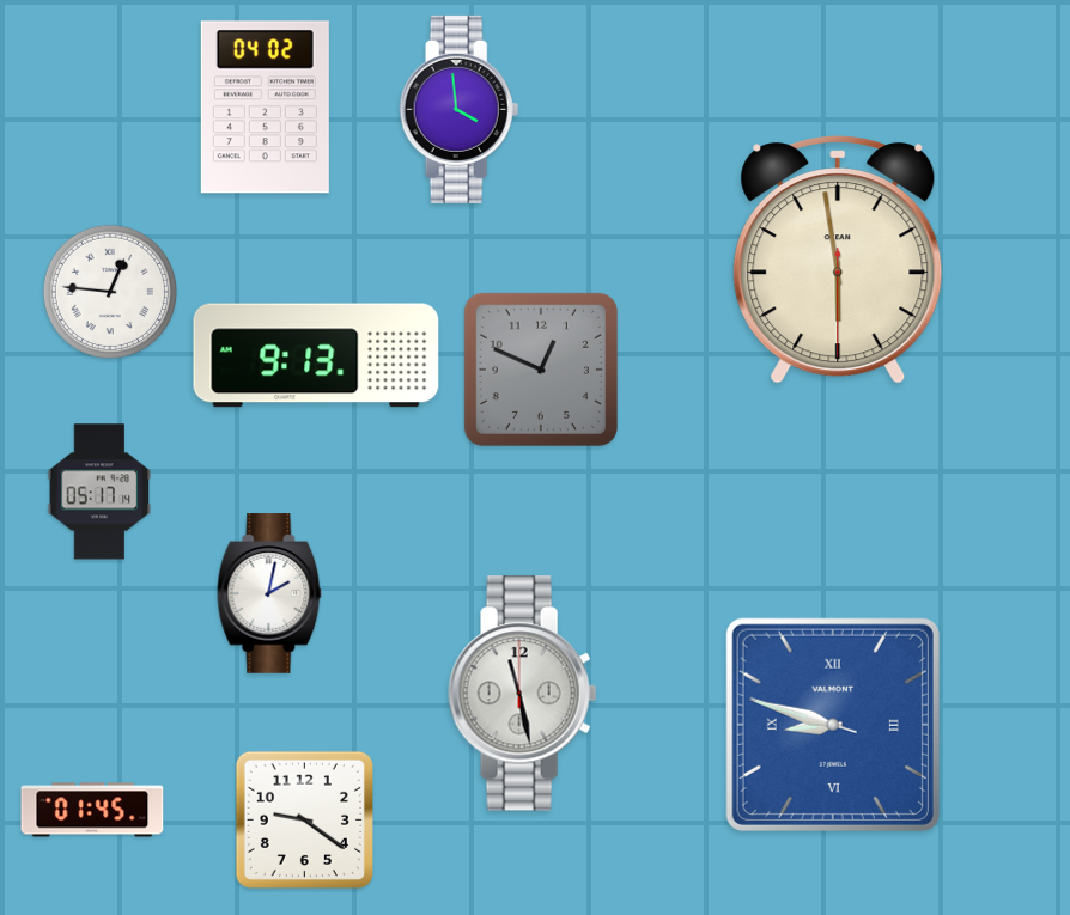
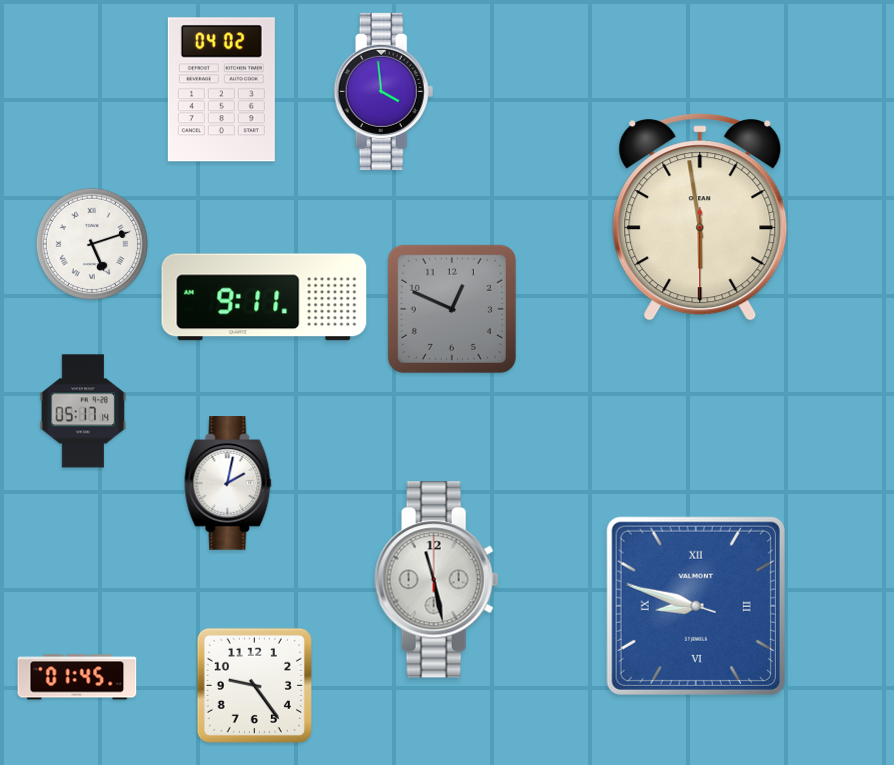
clock at (110, 292): 12:46 -> 5:12
clock at (316, 355): 9:13 -> 9:11
clock at (269, 593) position: (269, 593) -> (228, 483)
clock at (304, 819): 9:21 -> 9:24
